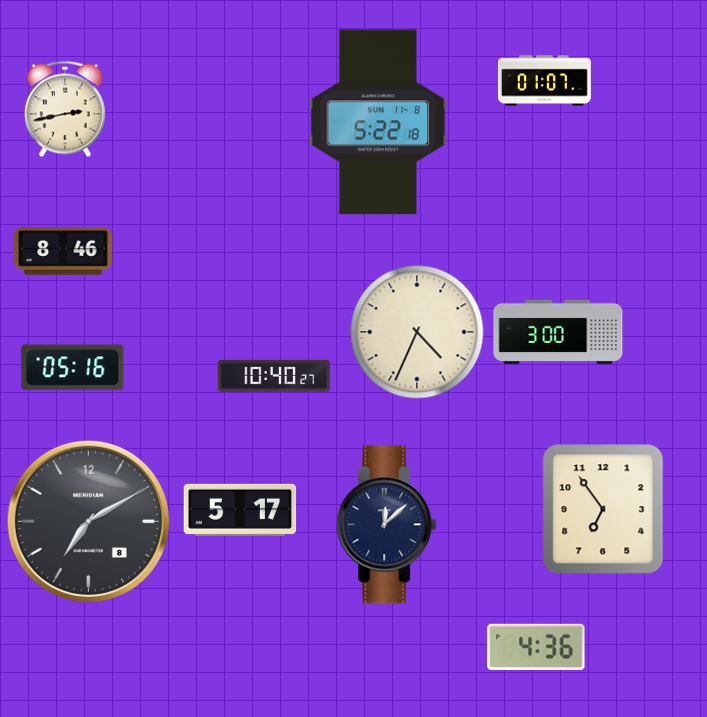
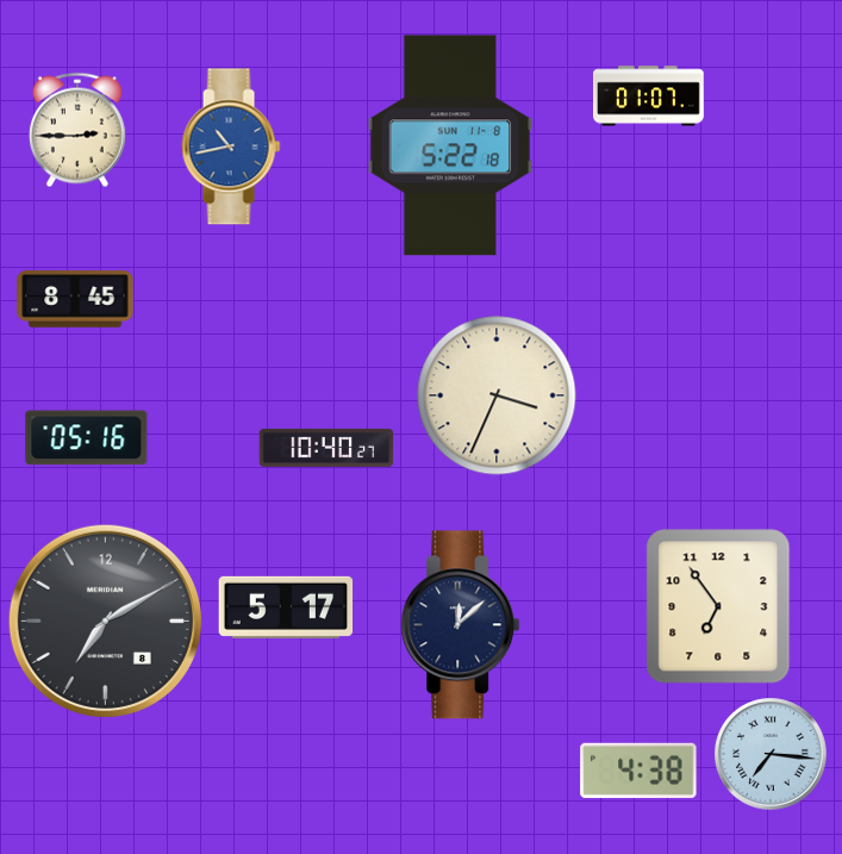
clock at (65, 109): 2:43 -> 2:45
clock at (231, 147): none -> 10:43
clock at (63, 251): 8:46 -> 8:45
clock at (417, 332): 4:34 -> 3:34
clock at (558, 332): 3:00 -> none
clock at (771, 754): none -> 7:16
clock at (536, 647): 4:36 -> 4:38
